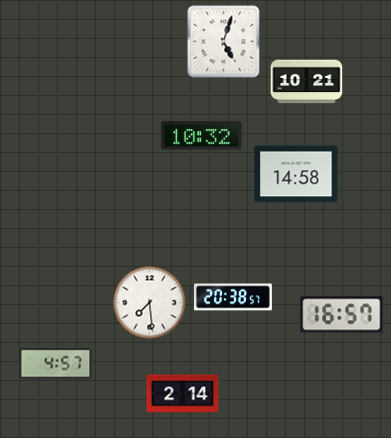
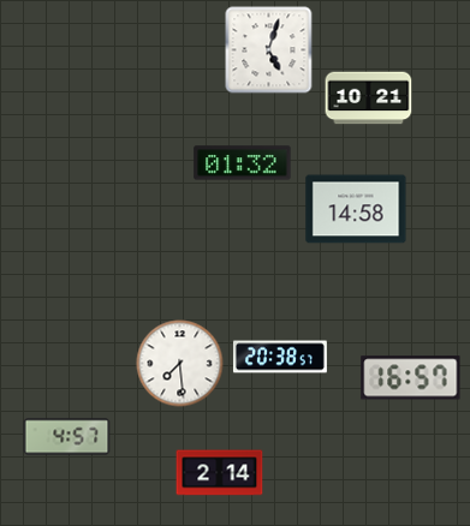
clock at (202, 136): 10:32 -> 01:32
